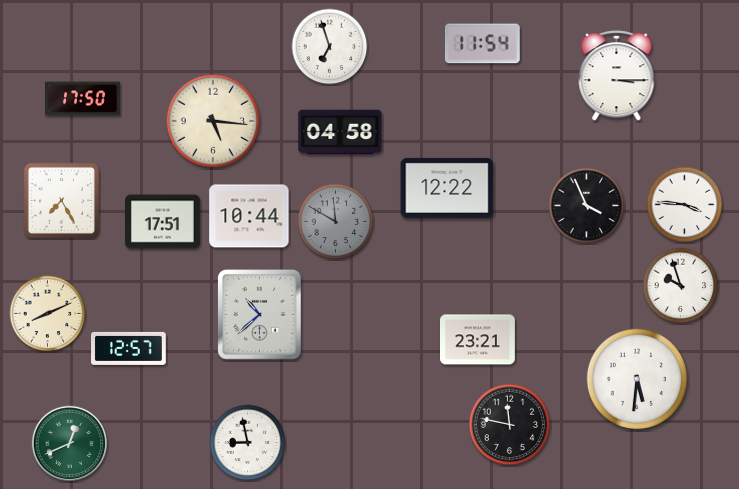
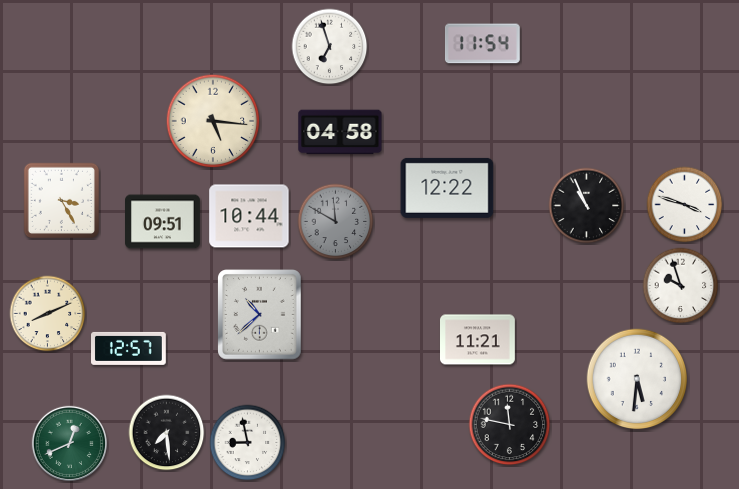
clock at (617, 76): 3:15 -> none
clock at (83, 99): 17:50 -> none
clock at (61, 200): 7:25 -> 3:25
clock at (685, 205): 3:46 -> 3:48
clock at (587, 206): 3:56 -> 10:56
clock at (163, 222): 17:51 -> 09:51
clock at (478, 340): 23:21 -> 11:21
clock at (167, 433): none -> 7:29
